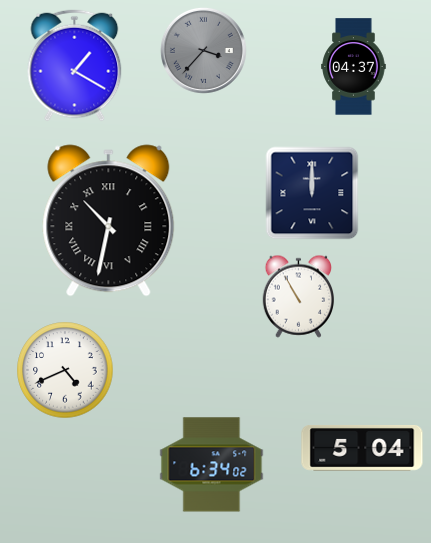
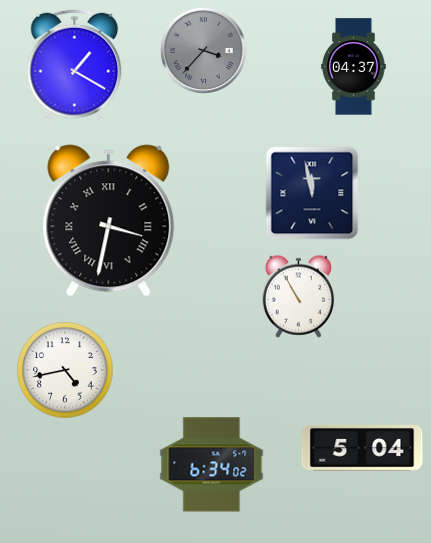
clock at (312, 193): 12:00 -> 11:58
clock at (109, 221): 10:32 -> 3:32
clock at (65, 370): 4:41 -> 4:43
